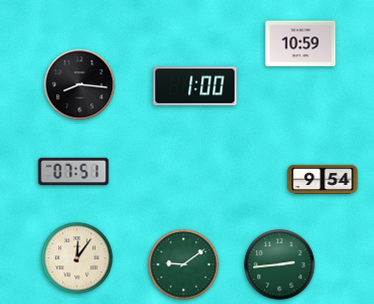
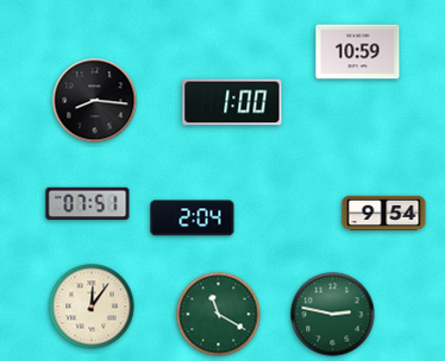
clock at (193, 218): none -> 2:04
clock at (184, 265): 9:09 -> 11:20
clock at (280, 265): 2:44 -> 2:47
